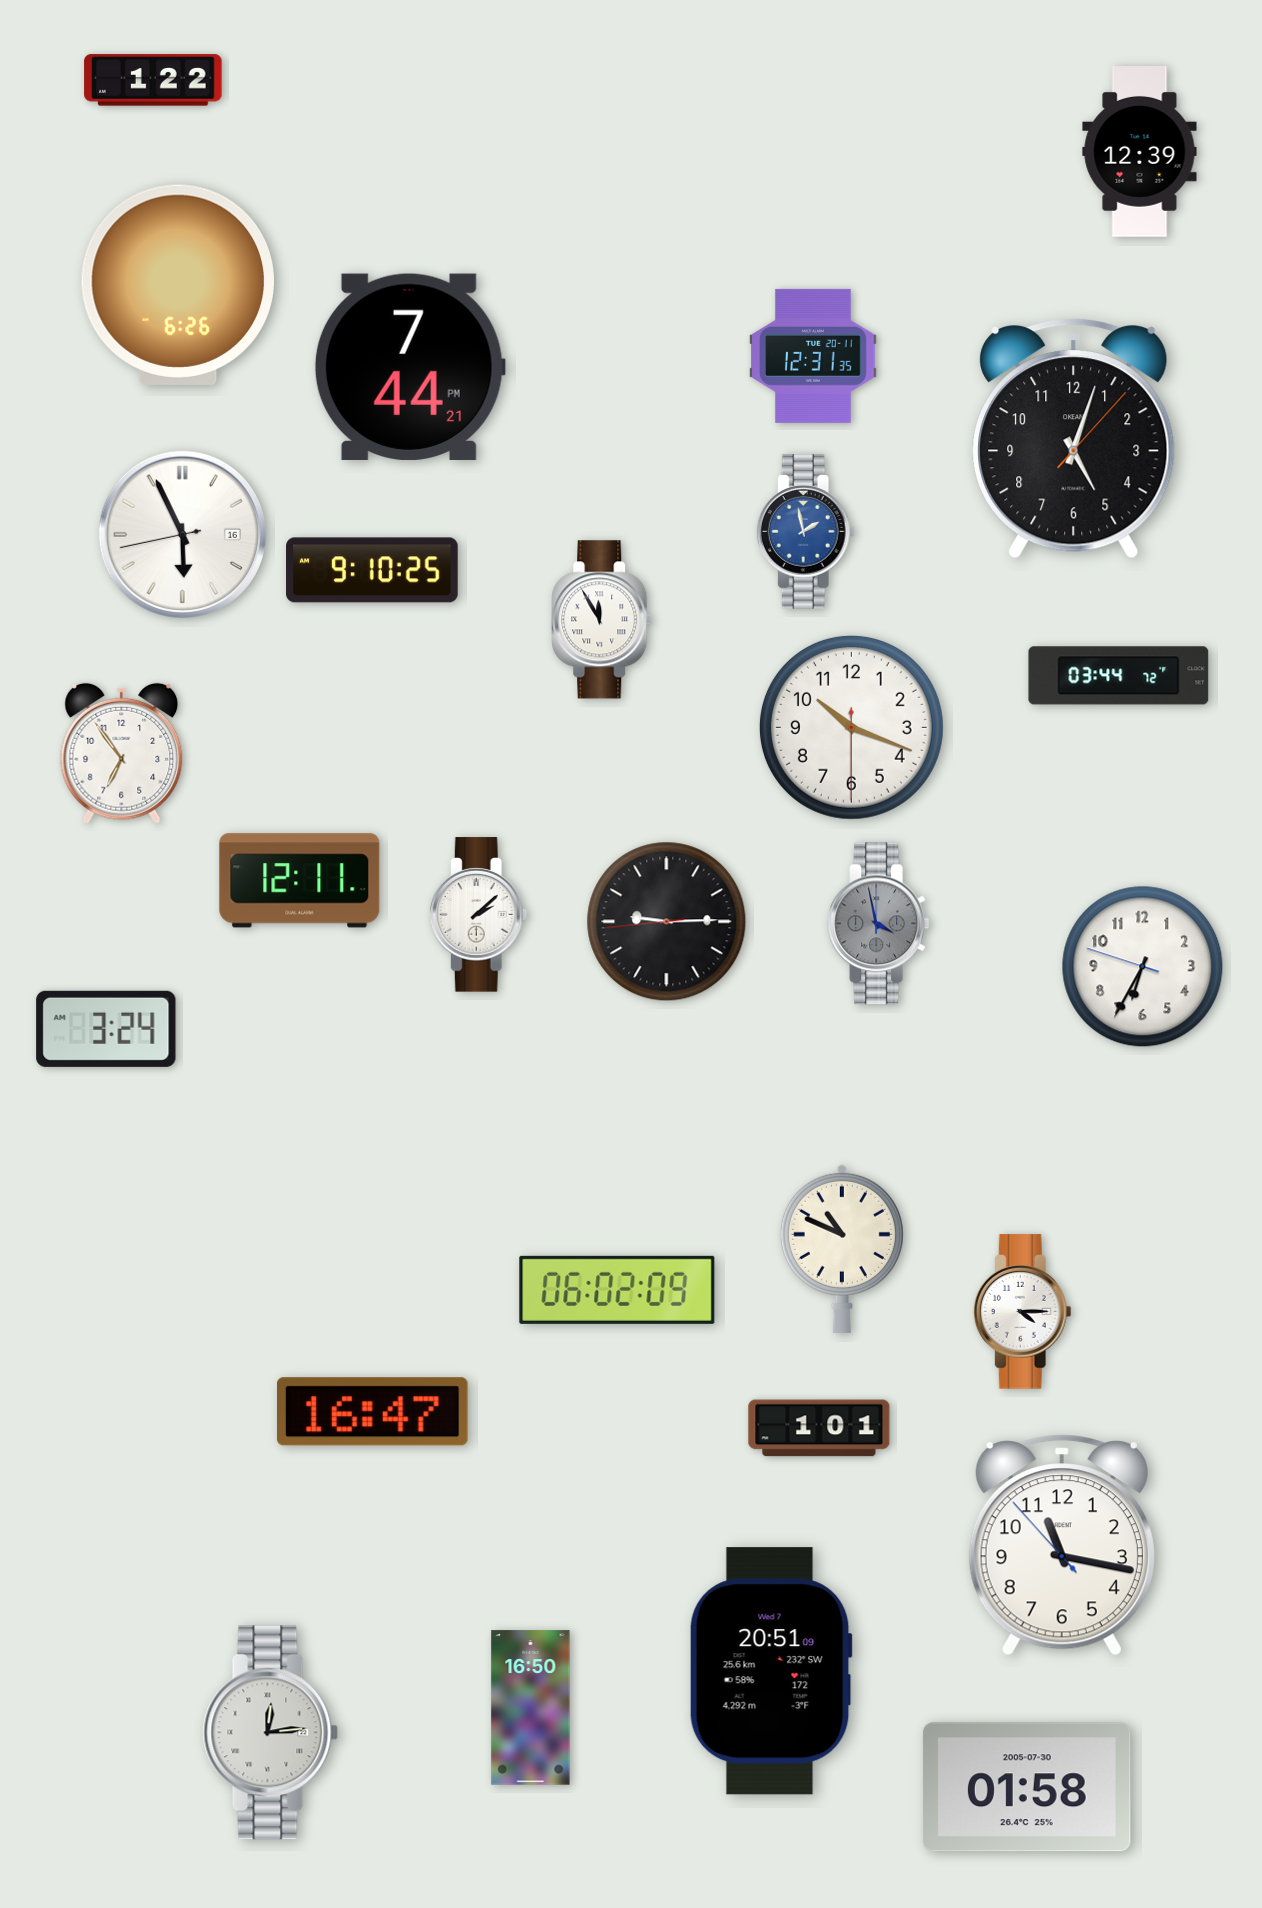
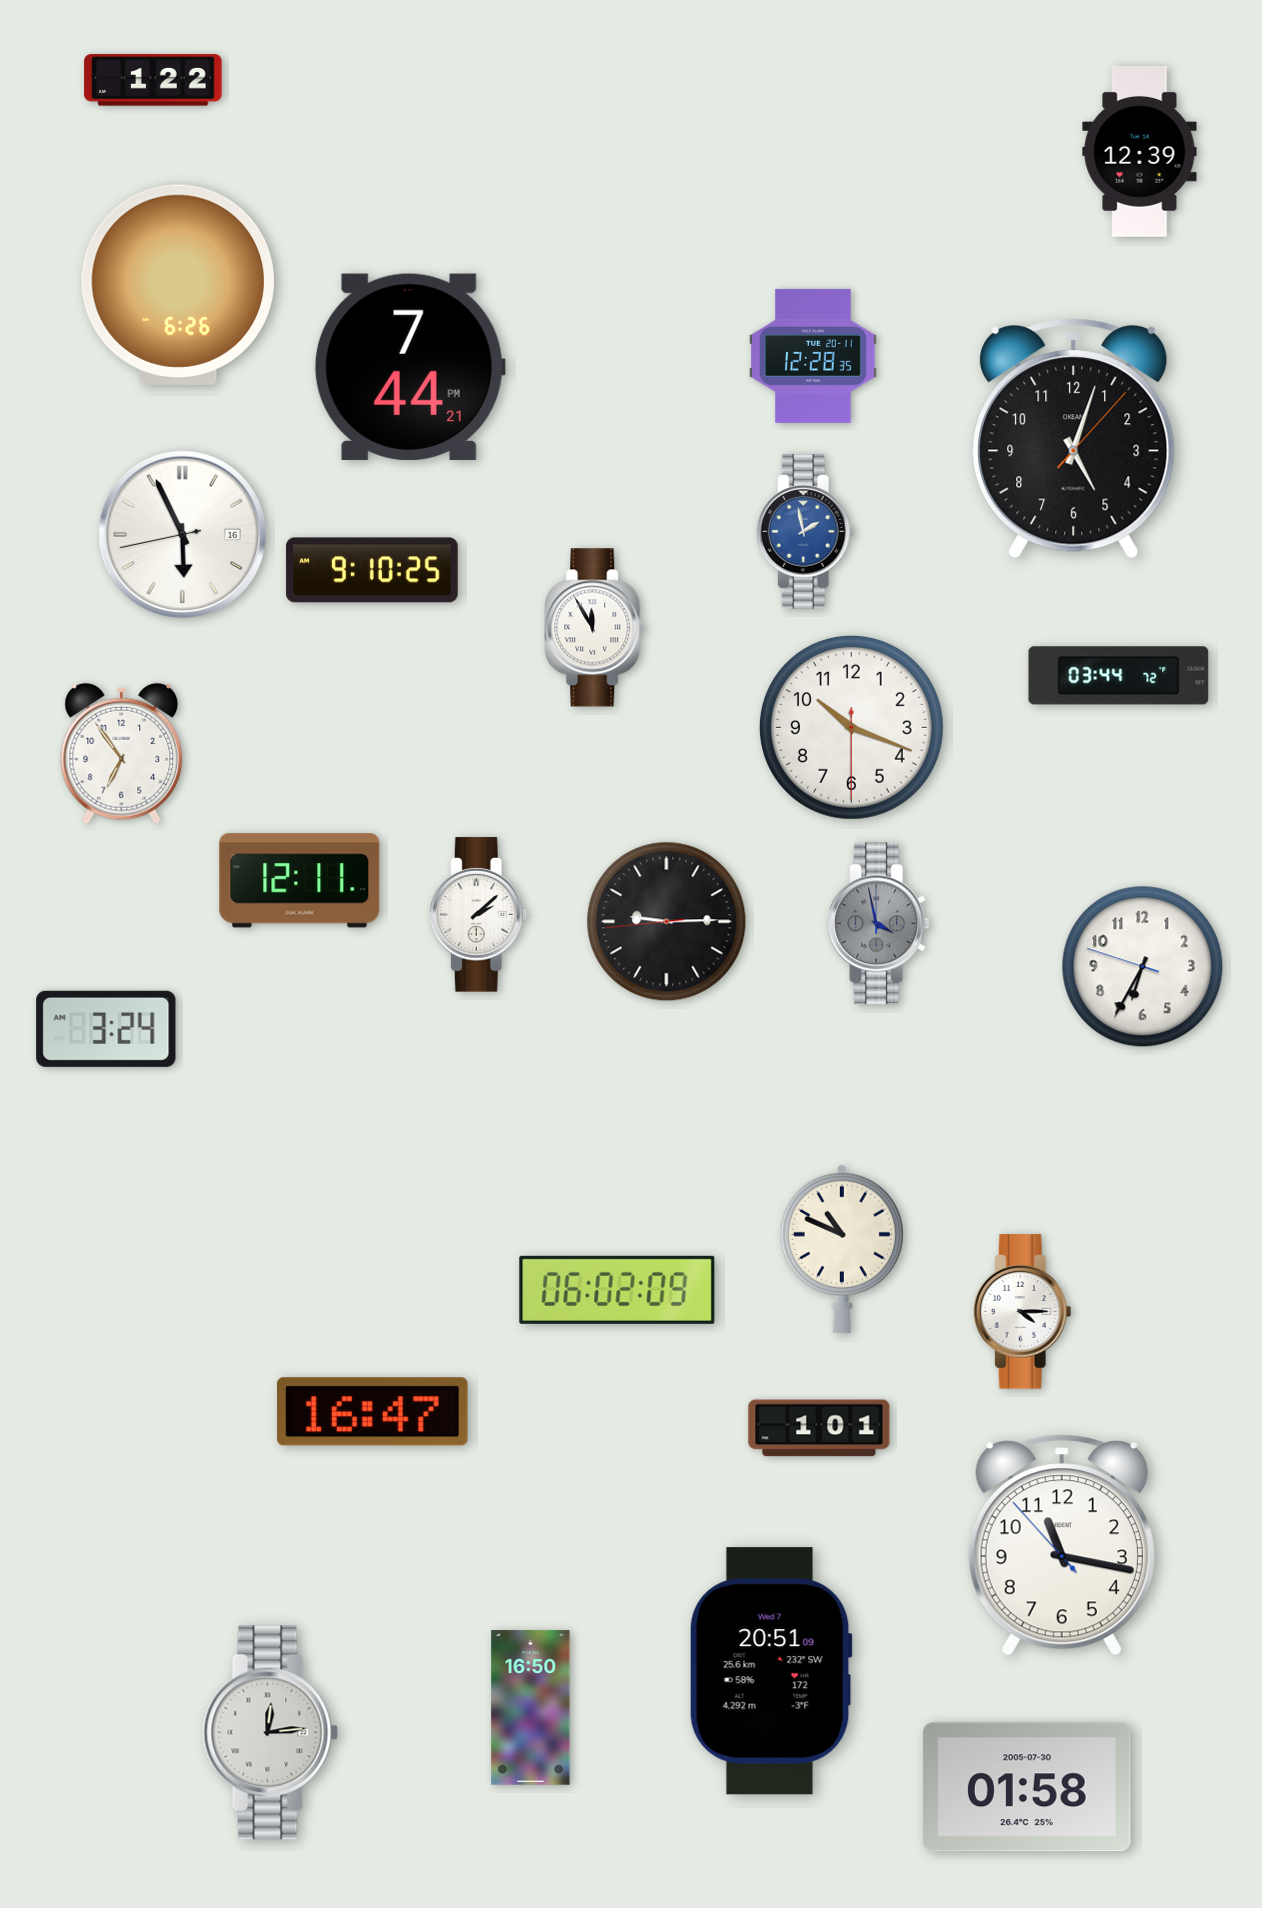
clock at (813, 356): 12:31 -> 12:28
clock at (602, 620) position: (602, 620) -> (595, 628)
